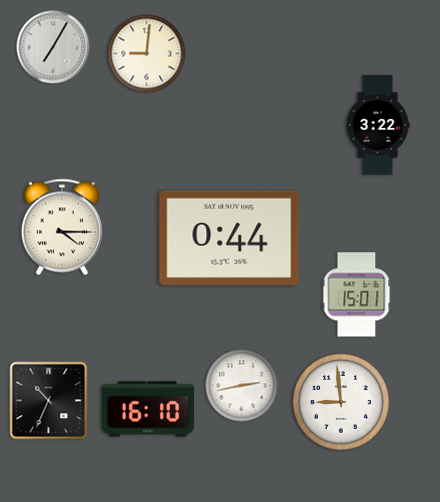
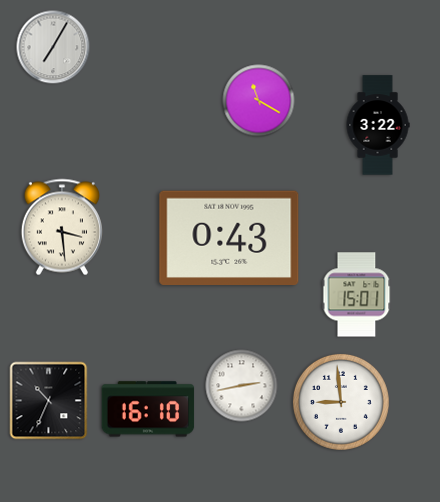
clock at (147, 54): 9:01 -> none
clock at (259, 101): none -> 11:20
clock at (62, 227): 4:15 -> 3:29
clock at (229, 238): 0:44 -> 0:43
